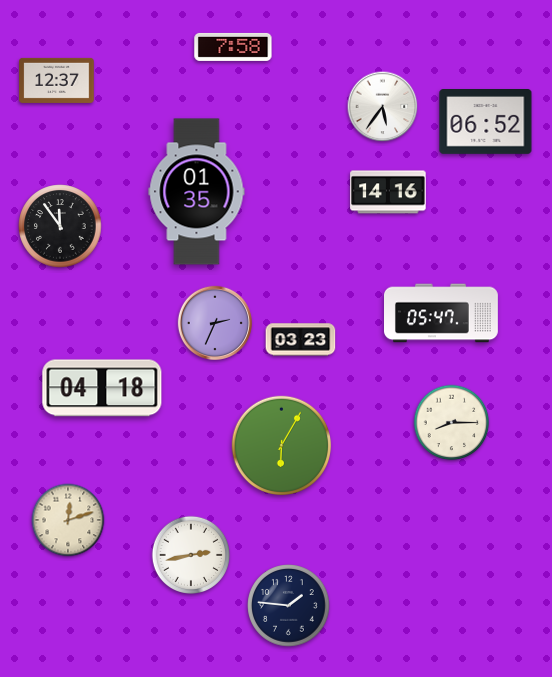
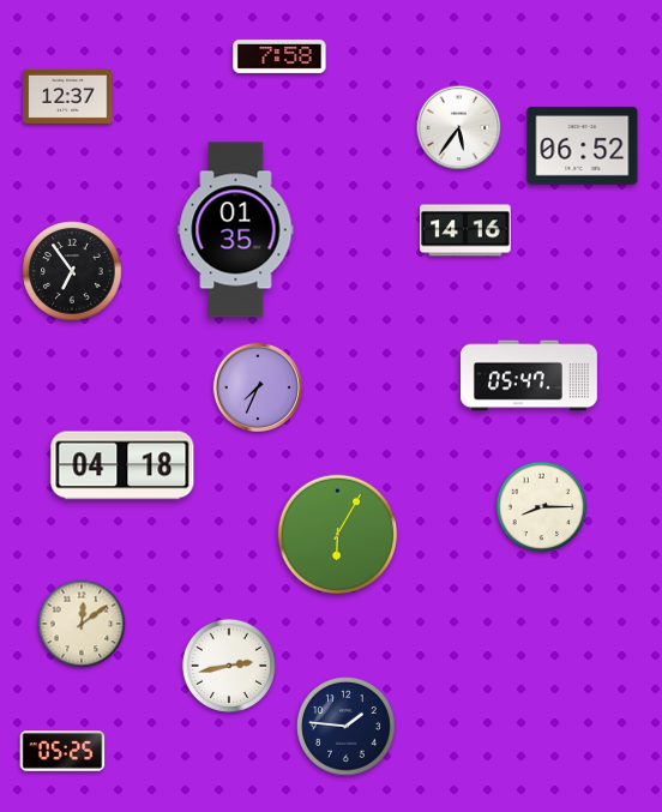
clock at (60, 226): 11:54 -> 6:54
clock at (214, 322): 2:34 -> 7:34
clock at (301, 340): 03:23 -> none
clock at (68, 520): 12:12 -> 12:09
clock at (62, 751): none -> 05:25
